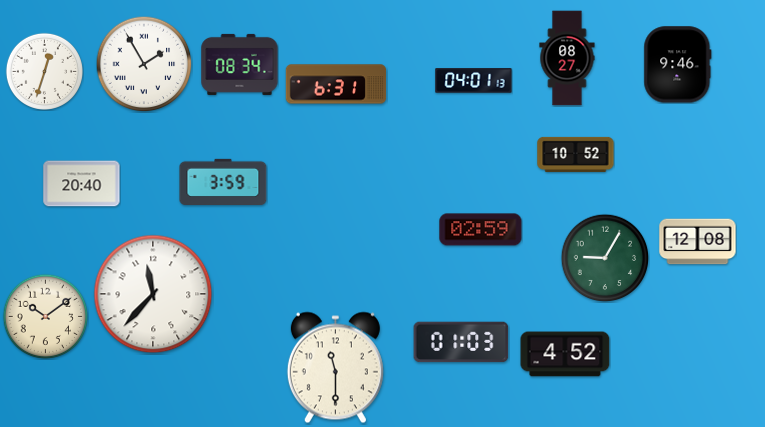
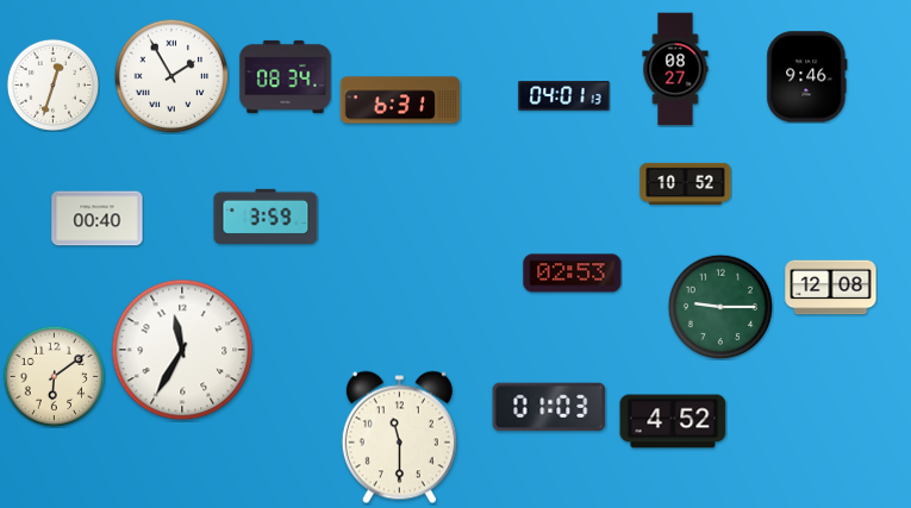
clock at (82, 184): 20:40 -> 00:40
clock at (481, 230): 02:59 -> 02:53
clock at (605, 258): 9:05 -> 9:15
clock at (153, 294): 11:37 -> 11:35
clock at (45, 316): 10:09 -> 6:09
